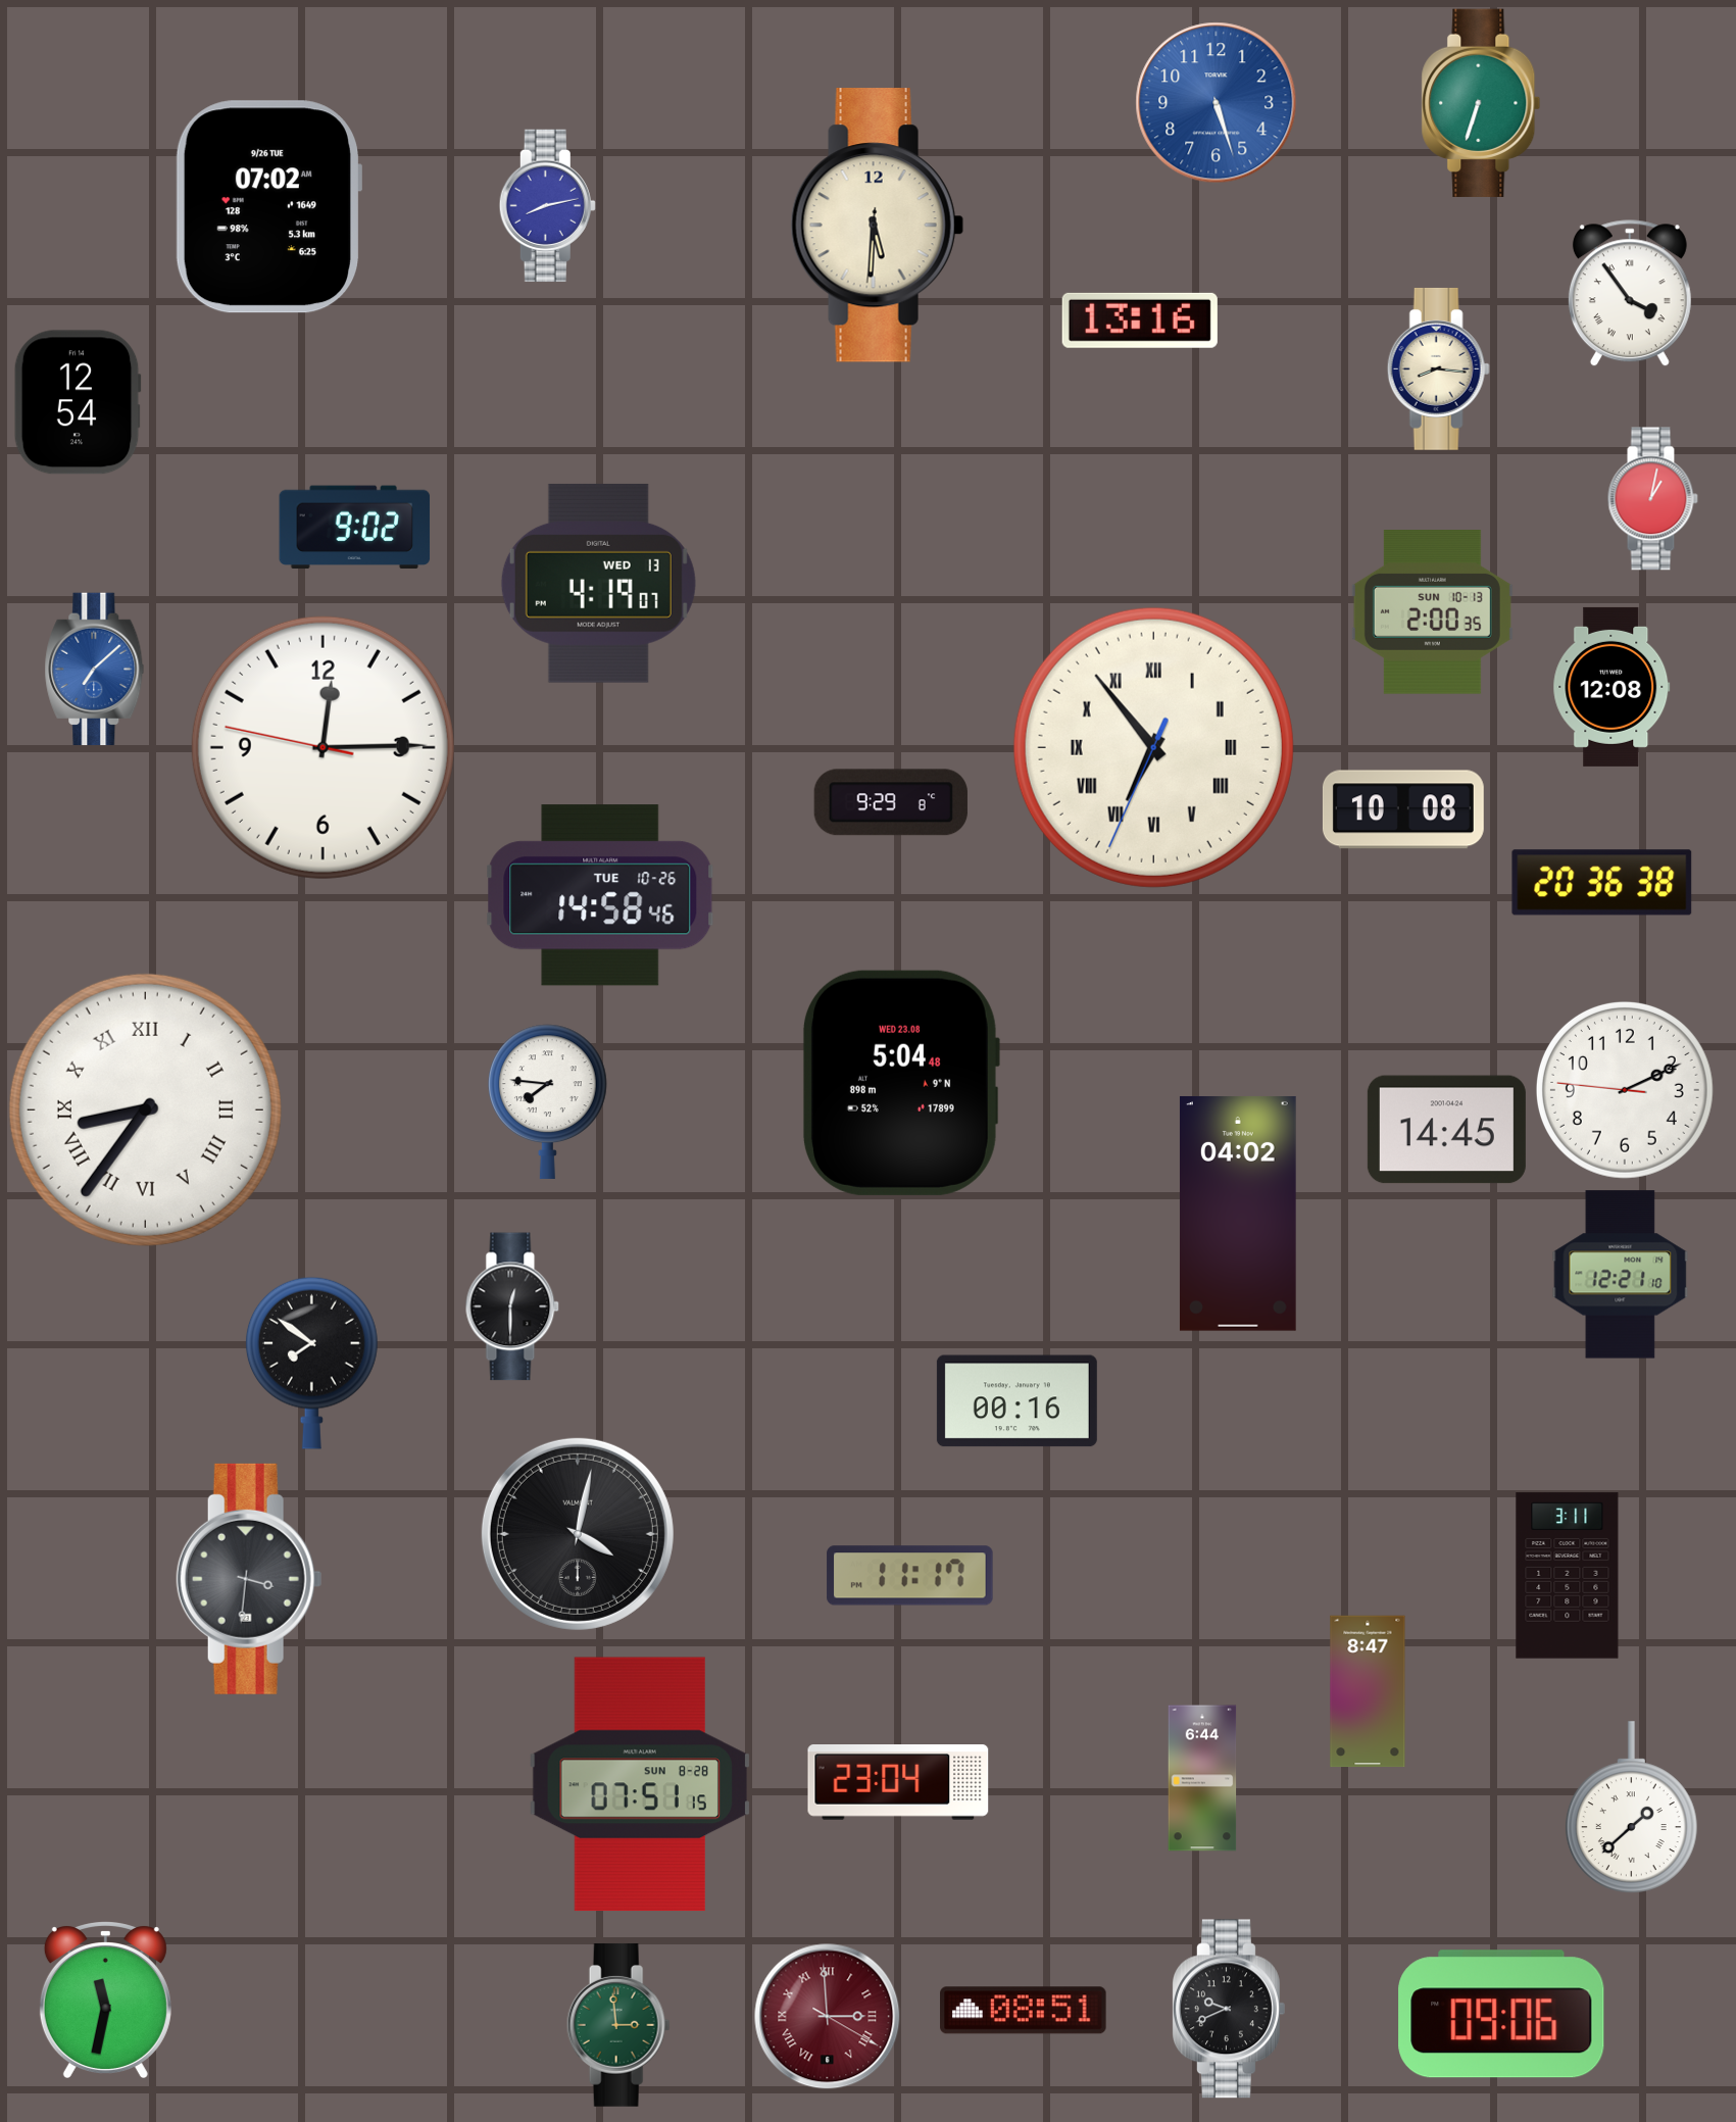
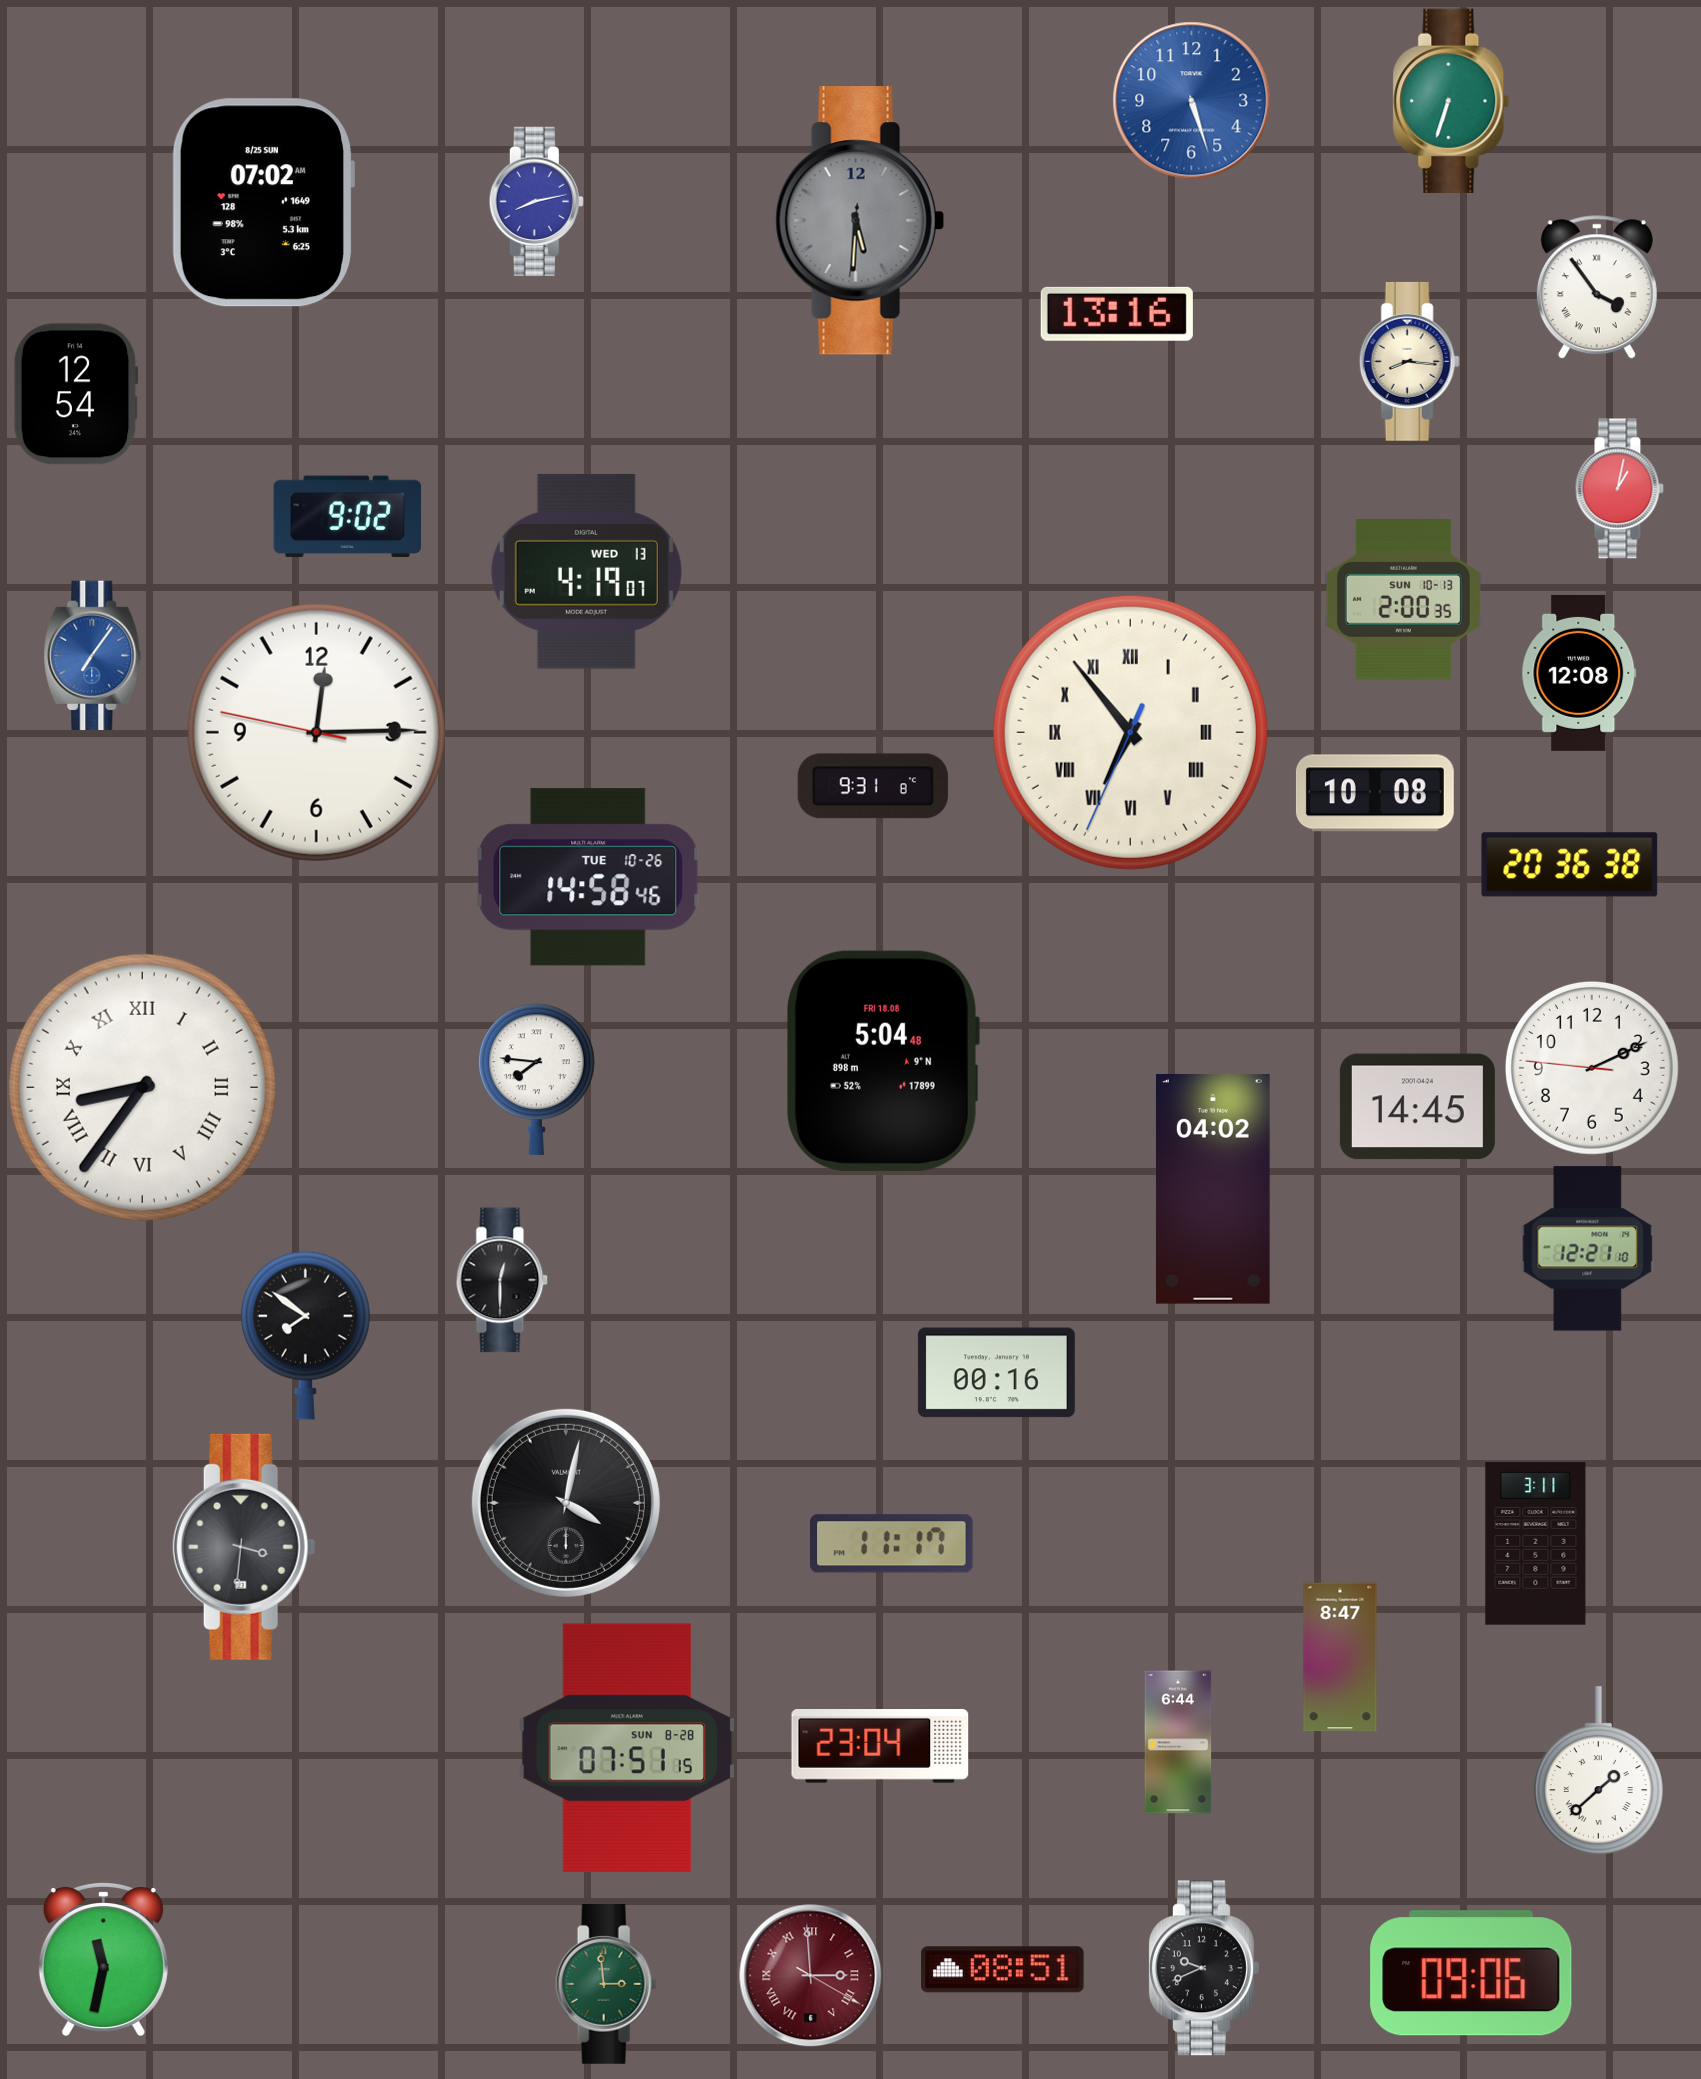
clock at (267, 207) date: 9/26 TUE -> 8/25 SUN
clock at (877, 226) dial: cream -> grey
clock at (95, 670): 7:08 -> 7:06
clock at (891, 802): 9:29 -> 9:31
clock at (900, 1083) date: WED 23.08 -> FRI 18.08
